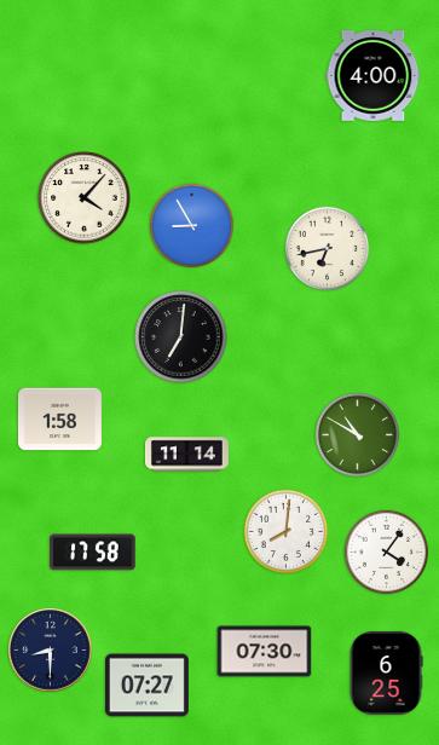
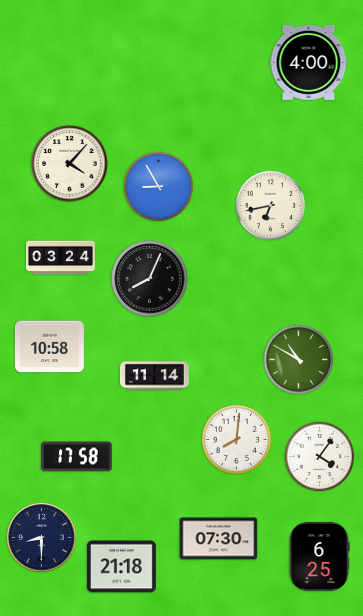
clock at (61, 258): none -> 03:24
clock at (181, 337): 7:01 -> 8:04
clock at (59, 420): 1:58 -> 10:58
clock at (358, 435) position: (358, 435) -> (299, 360)
clock at (146, 686): 07:27 -> 21:18
